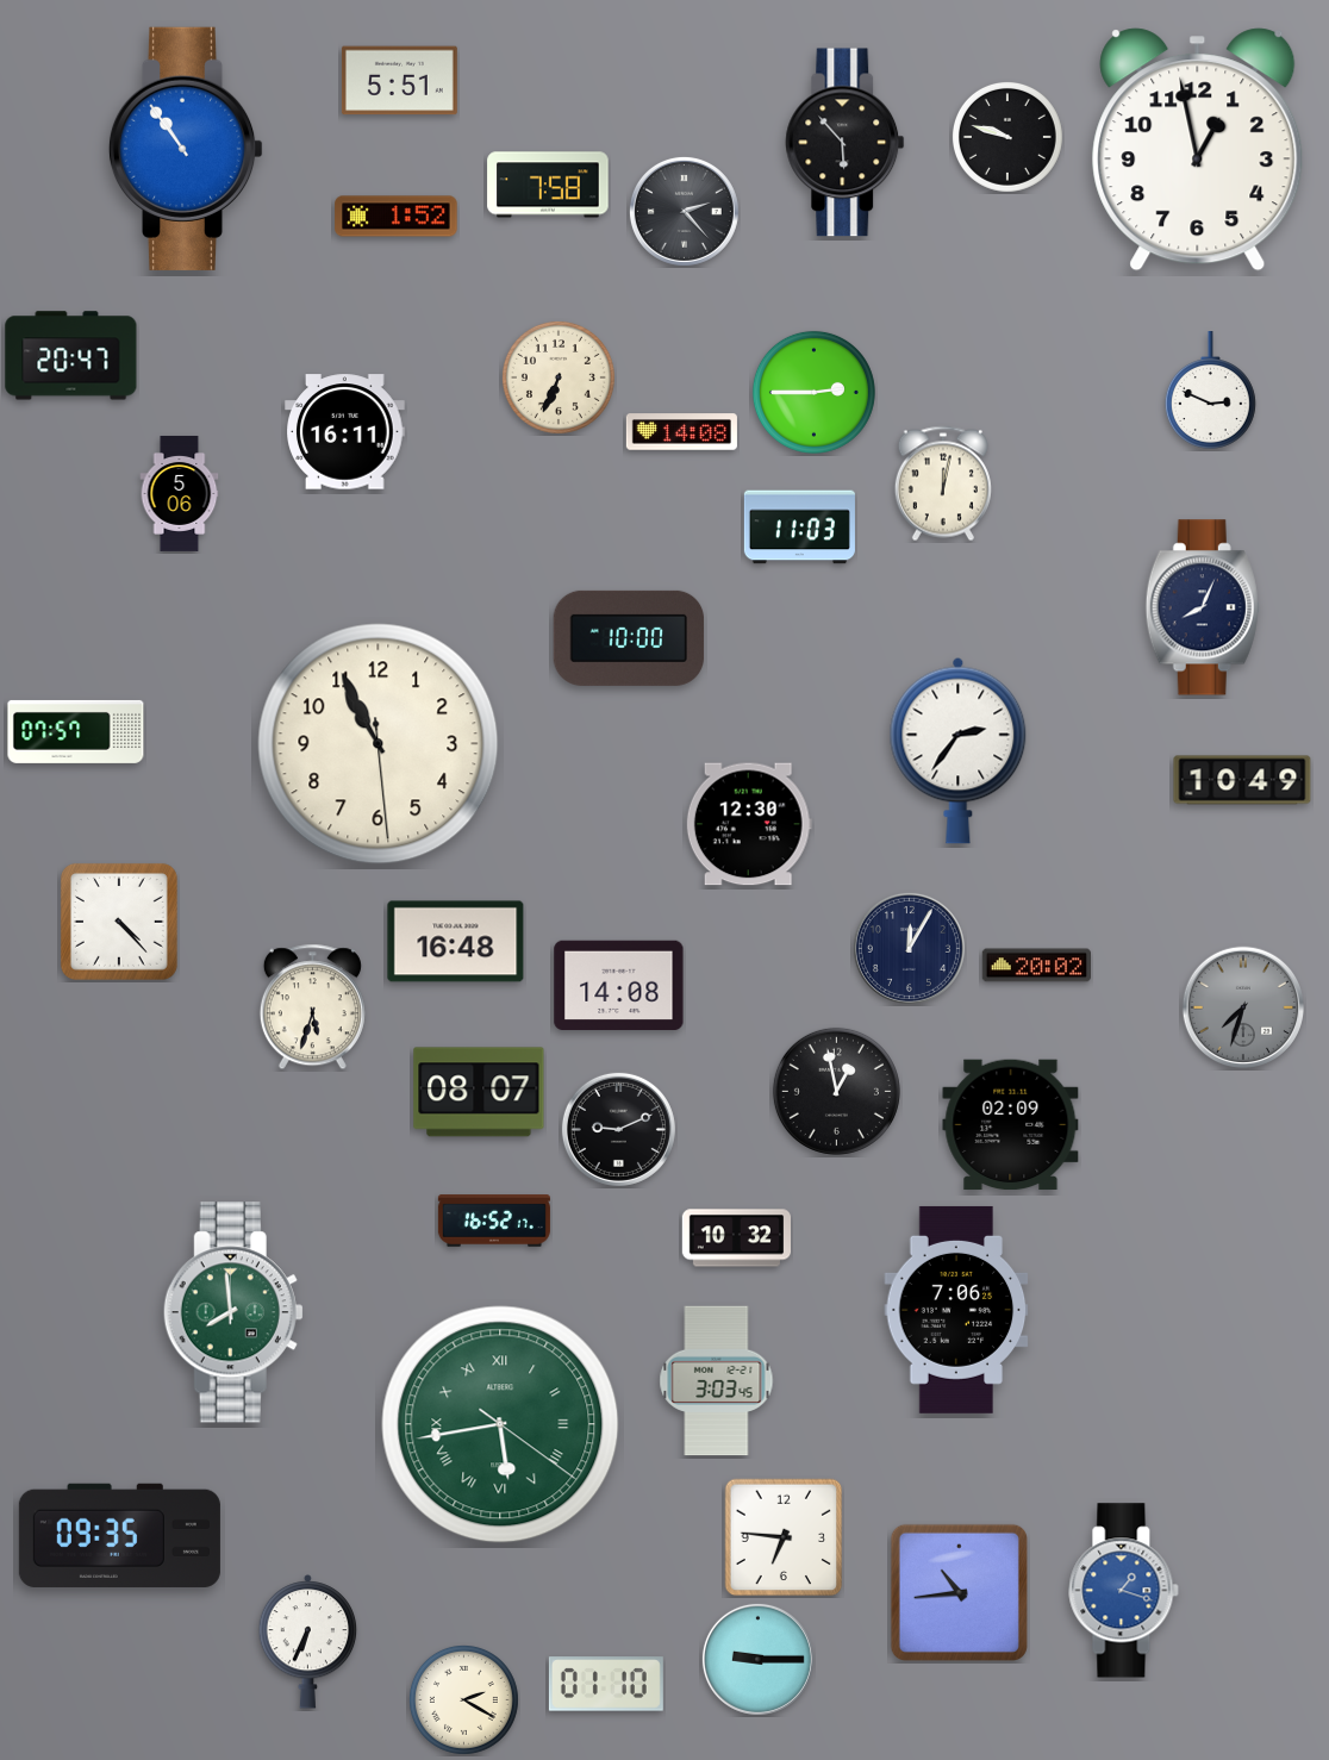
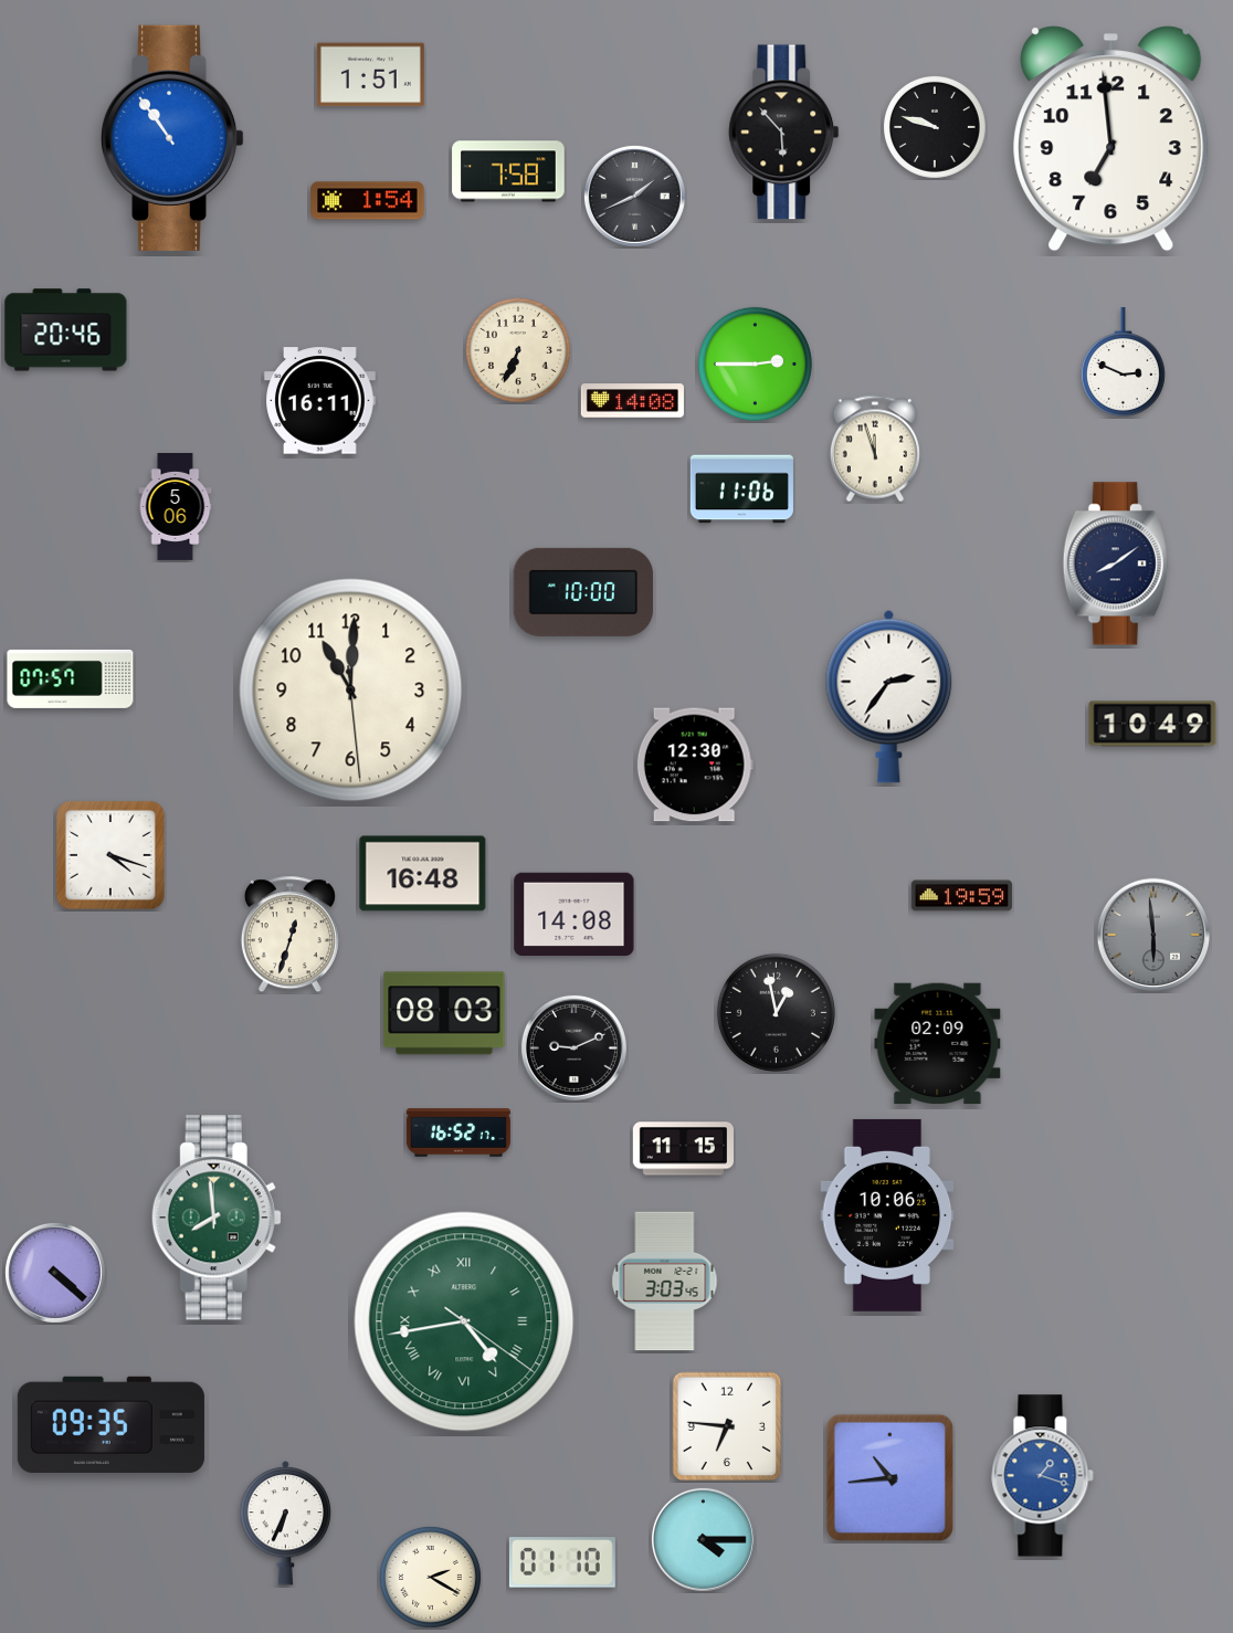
clock at (399, 81): 5:51 -> 1:51
clock at (1198, 150): 12:58 -> 6:59
clock at (684, 211): 2:23 -> 1:41
clock at (397, 217): 1:52 -> 1:54
clock at (71, 356): 20:47 -> 20:46
clock at (943, 483): 12:02 -> 11:57
clock at (180, 493) position: (180, 493) -> (176, 506)
clock at (799, 528): 11:03 -> 11:06
clock at (1203, 607): 8:04 -> 8:09
clock at (379, 744): 10:55 -> 11:00
clock at (119, 922): 4:23 -> 4:18
clock at (909, 948): 12:05 -> none
clock at (1036, 966): 20:02 -> 19:59
clock at (1242, 1006): 7:33 -> 5:59
clock at (312, 1007): 5:33 -> 12:33
clock at (479, 1092): 08:07 -> 08:03
clock at (736, 1238): 10:32 -> 11:15
clock at (956, 1310): 7:06 -> 10:06
clock at (55, 1273): none -> 4:22
clock at (500, 1424): 5:43 -> 4:43
clock at (757, 1659): 9:15 -> 4:15
